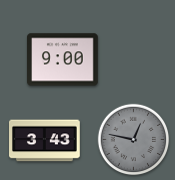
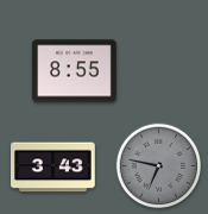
clock at (63, 60): 9:00 -> 8:55
clock at (134, 140): 12:47 -> 6:47
